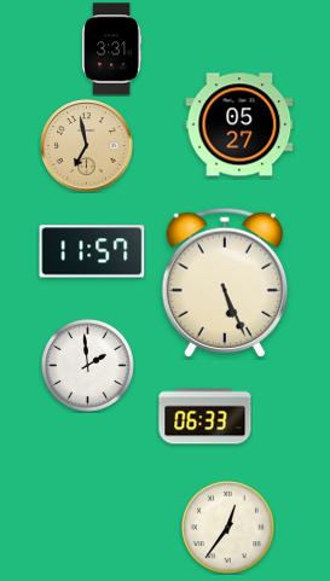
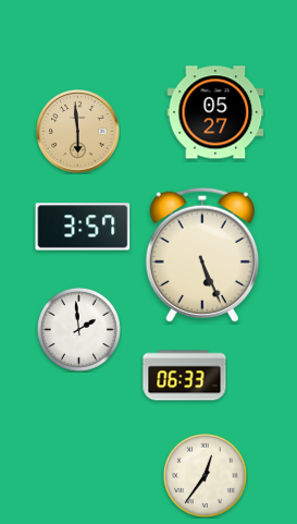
clock at (112, 50): 3:31 -> none
clock at (87, 146): 6:58 -> 5:59
clock at (92, 251): 11:57 -> 3:57
